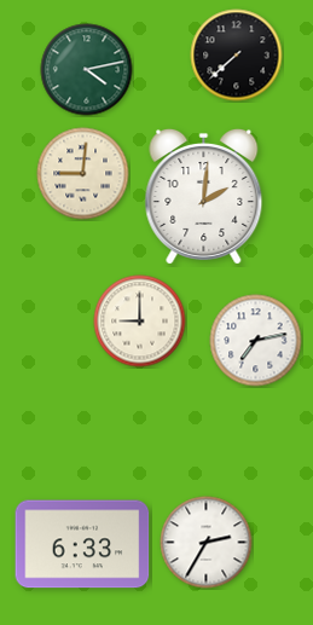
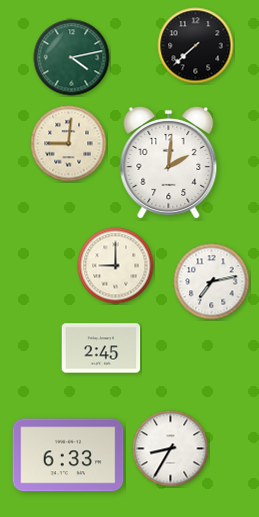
clock at (101, 348): none -> 2:45
clock at (207, 543): 2:35 -> 8:35
clock at (82, 544) position: (82, 544) -> (68, 455)
